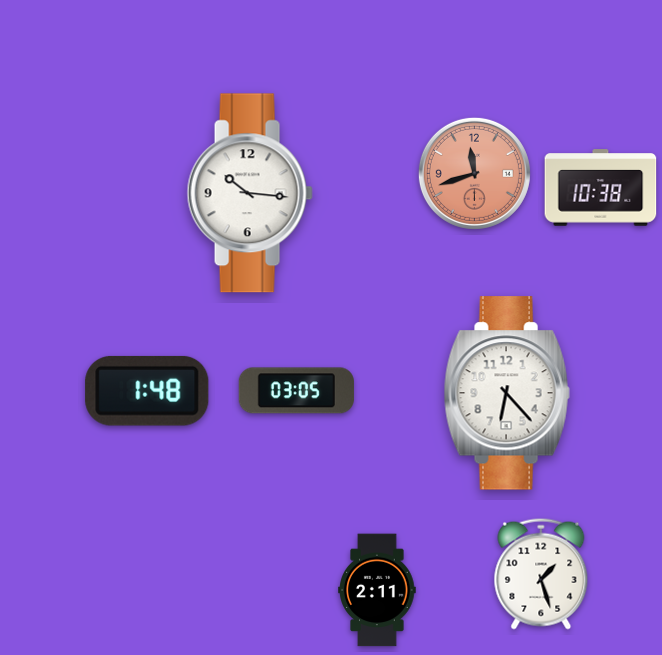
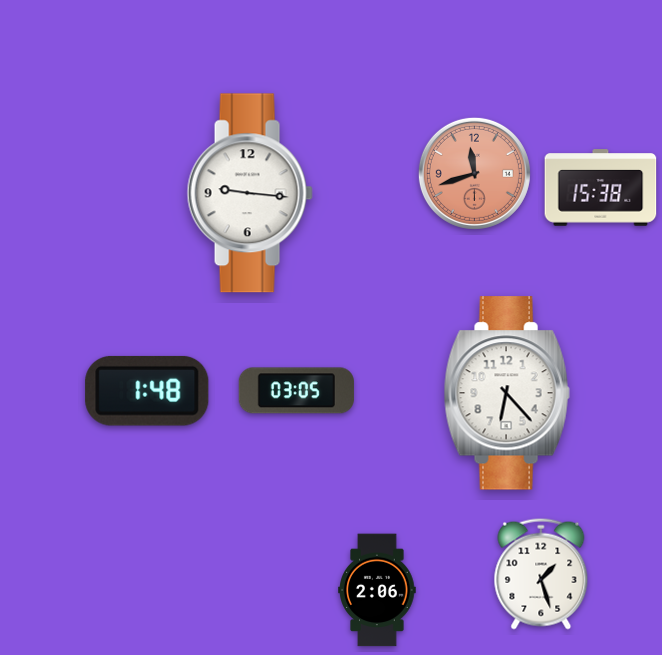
clock at (601, 188): 10:38 -> 15:38
clock at (250, 193): 10:16 -> 9:16
clock at (377, 590): 2:11 -> 2:06
